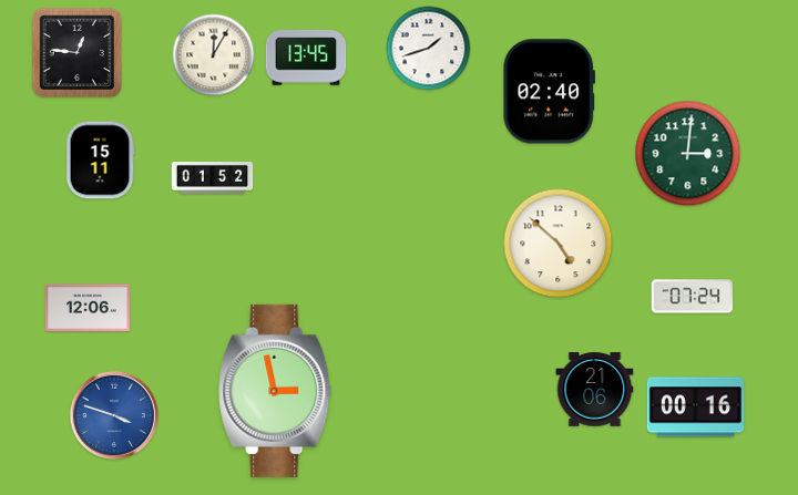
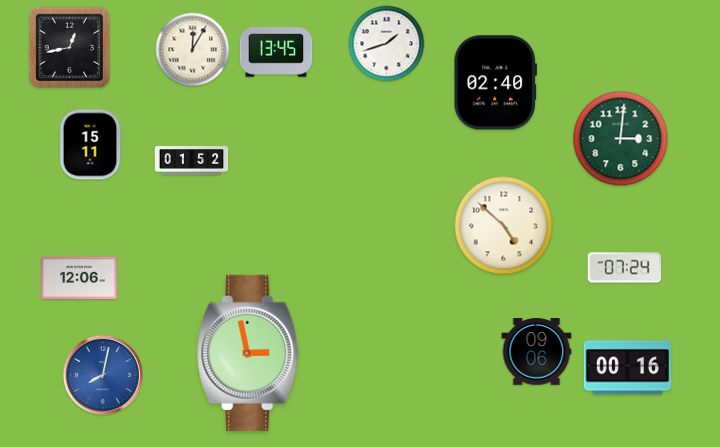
clock at (78, 53): 12:46 -> 12:43
clock at (559, 244) position: (559, 244) -> (504, 226)
clock at (595, 390): 21:06 -> 09:06
clock at (114, 415): 3:48 -> 8:02
